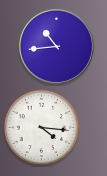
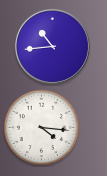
clock at (56, 46) position: (56, 46) -> (52, 46)
